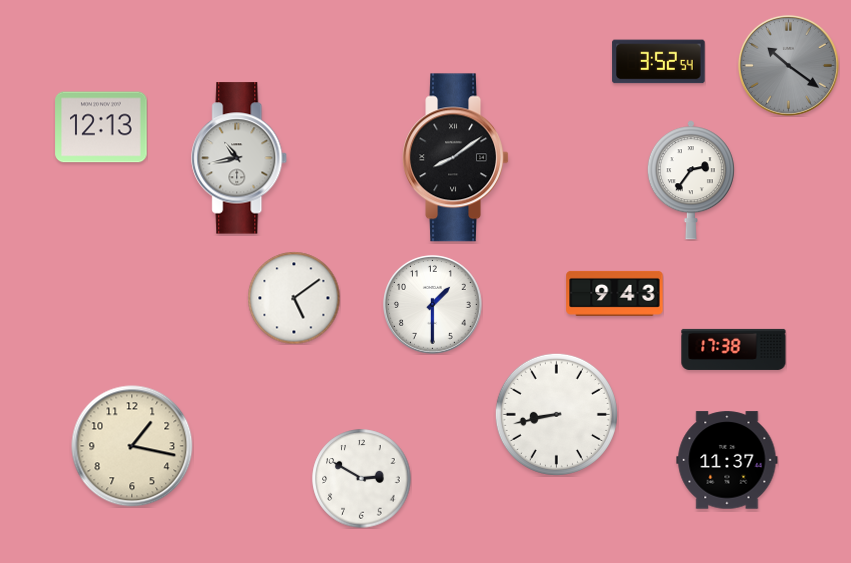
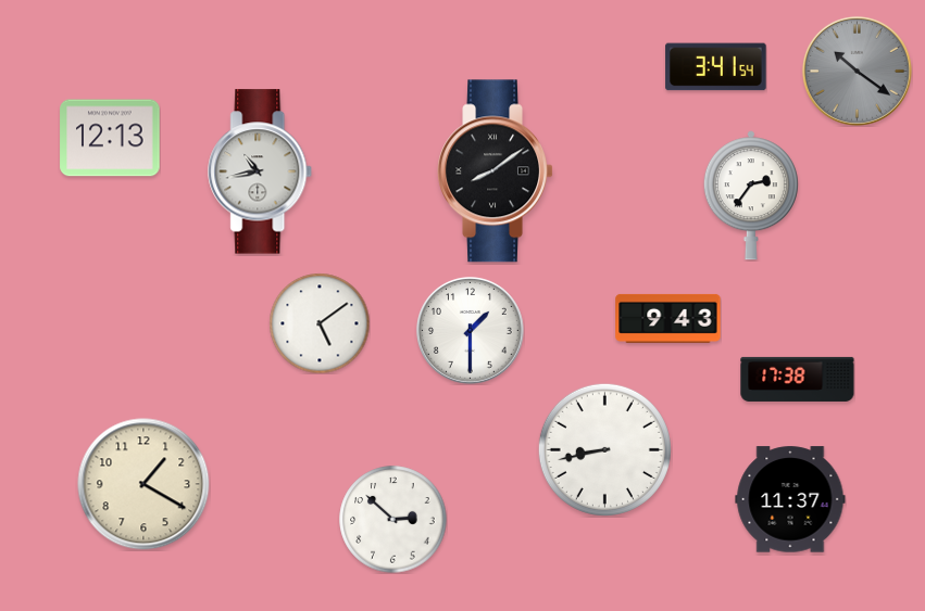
clock at (659, 62): 3:52 -> 3:41
clock at (132, 446): 1:17 -> 1:20
clock at (362, 479): 2:50 -> 2:52
